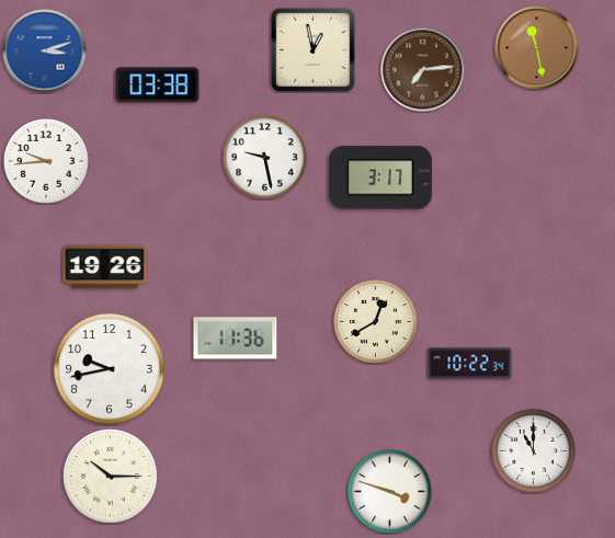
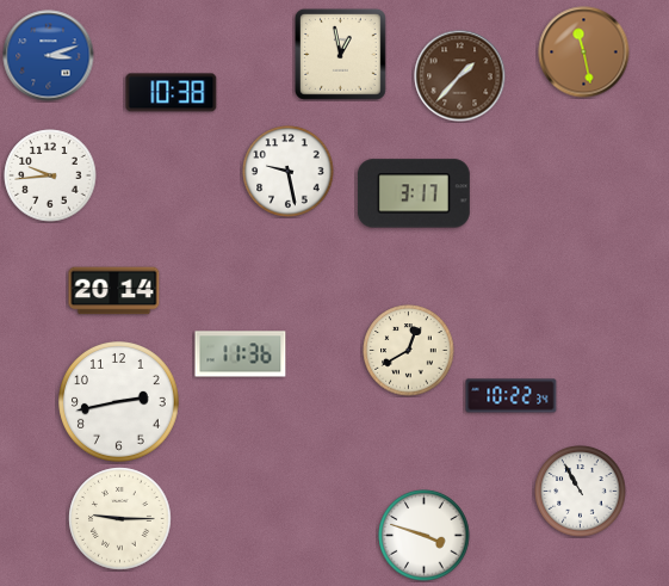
clock at (423, 70): 7:14 -> 1:37
clock at (158, 85): 03:38 -> 10:38
clock at (105, 267): 19:26 -> 20:14
clock at (236, 339) position: (236, 339) -> (241, 354)
clock at (110, 369): 9:43 -> 2:43
clock at (534, 451): 11:00 -> 10:55
clock at (111, 477): 10:15 -> 9:15
